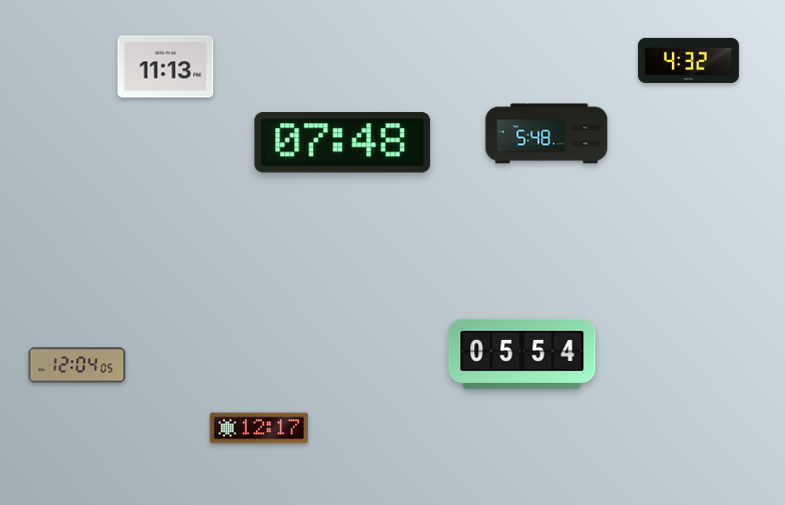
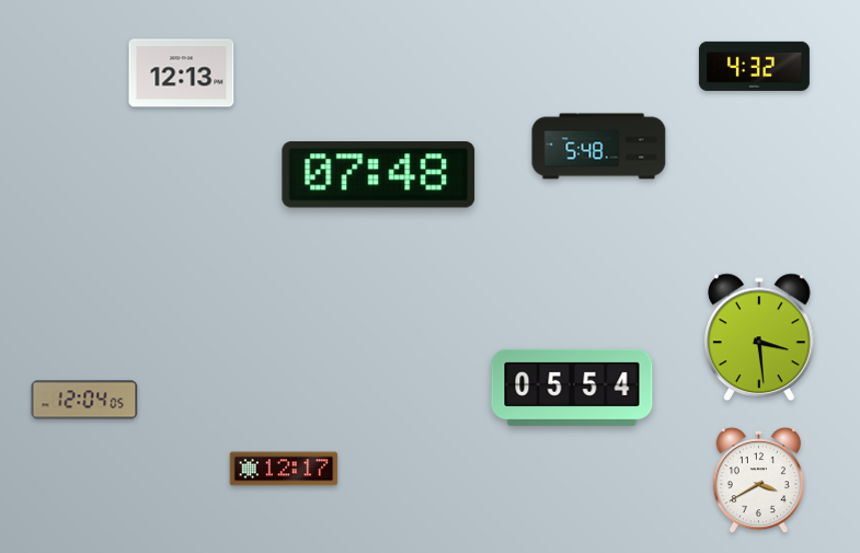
clock at (166, 67): 11:13 -> 12:13
clock at (343, 143) position: (343, 143) -> (379, 175)
clock at (760, 337): none -> 3:29
clock at (758, 481): none -> 3:40
